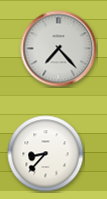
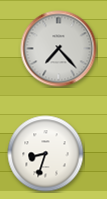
clock at (46, 154): 8:37 -> 8:33
